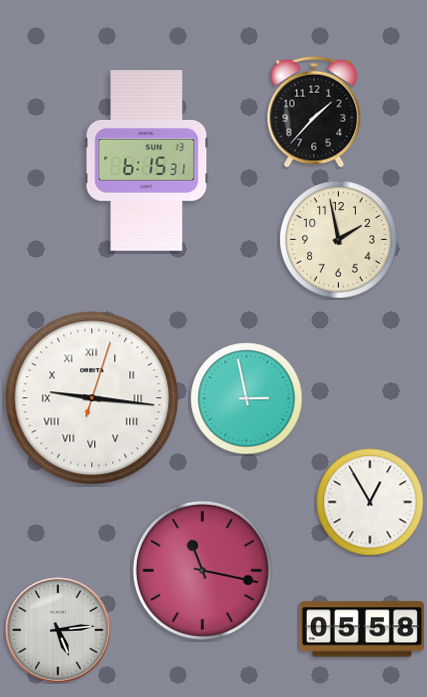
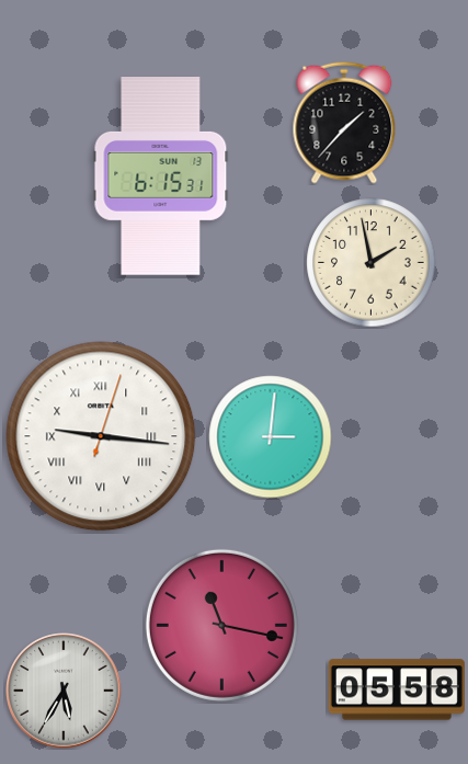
clock at (247, 399): 2:58 -> 3:01
clock at (370, 502): 12:55 -> none
clock at (58, 630): 5:14 -> 5:35
